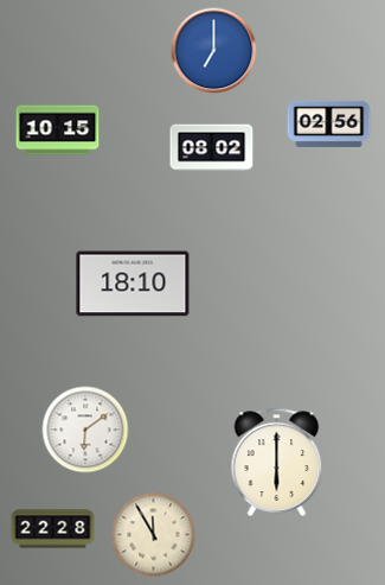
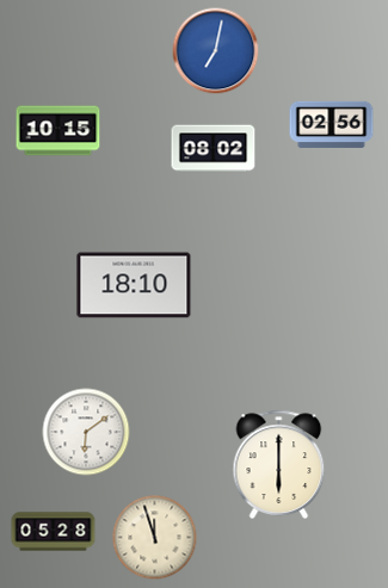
clock at (214, 51): 7:00 -> 7:02
clock at (53, 529): 22:28 -> 05:28
clock at (154, 535): 11:55 -> 11:57
